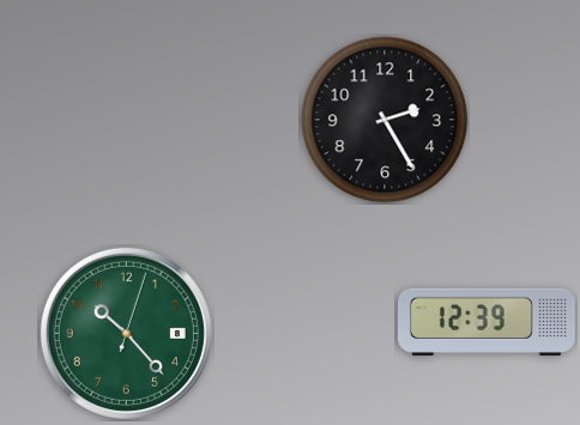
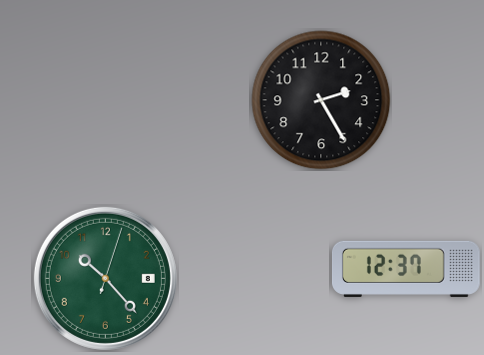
clock at (487, 322): 12:39 -> 12:37
